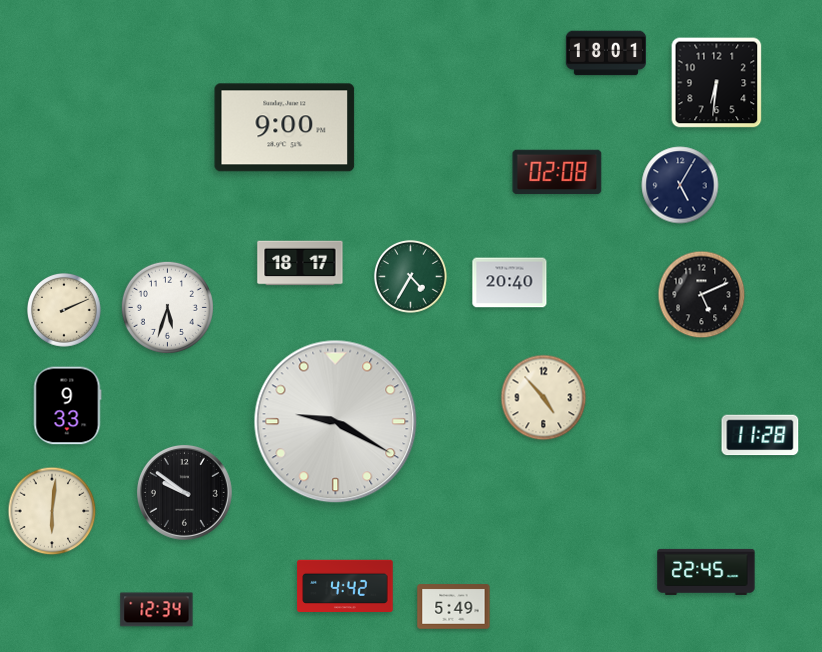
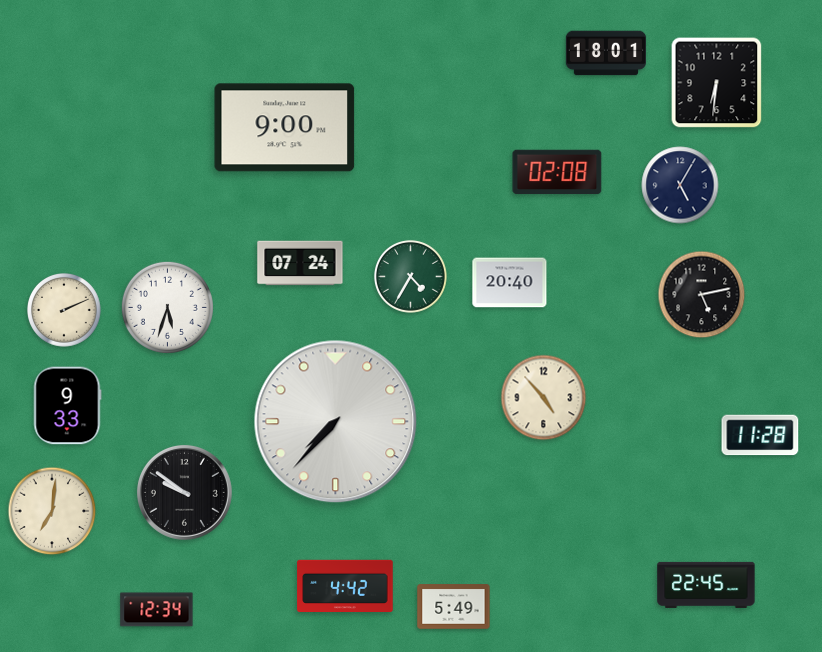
clock at (300, 263): 18:17 -> 07:24
clock at (702, 295): 5:11 -> 5:13
clock at (336, 422): 9:20 -> 7:37
clock at (52, 511): 6:01 -> 7:01
clock at (706, 572) position: (706, 572) -> (706, 585)
